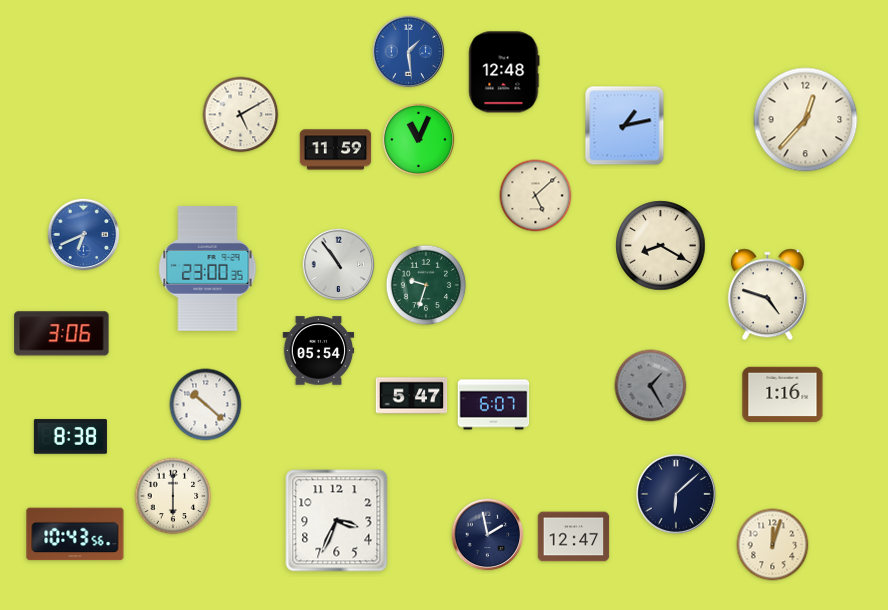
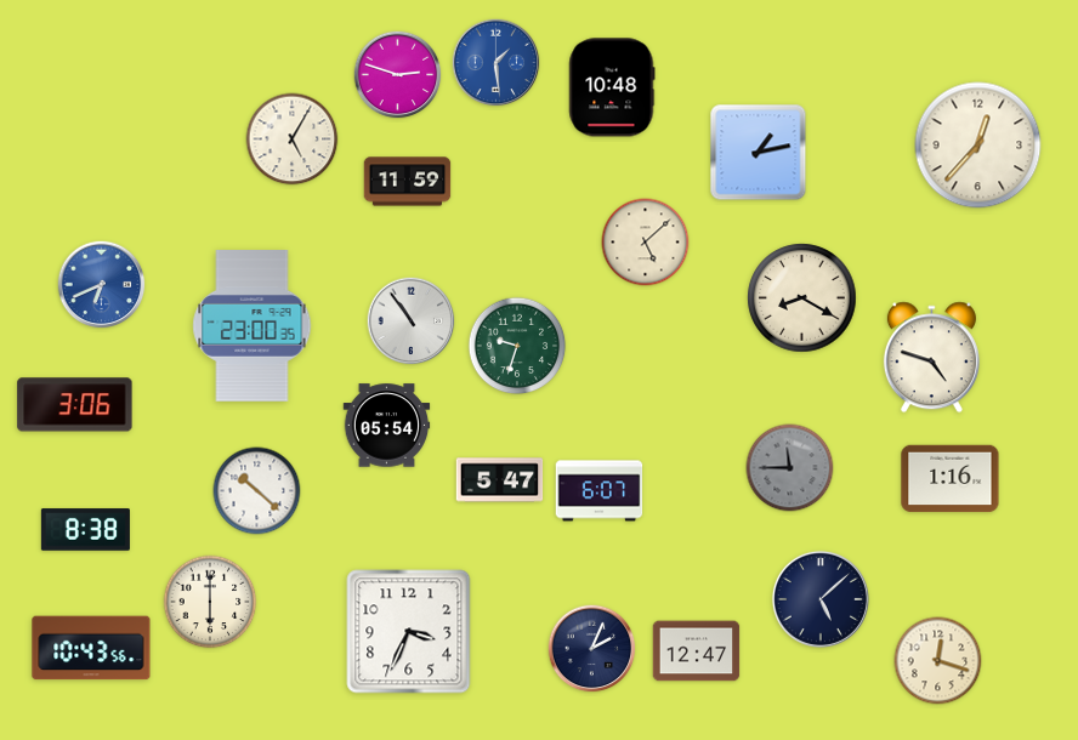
clock at (398, 75): none -> 2:48
clock at (504, 72): 12:48 -> 10:48
clock at (241, 115): 5:10 -> 5:05
clock at (419, 140): 11:04 -> none
clock at (536, 196) position: (536, 196) -> (646, 243)
clock at (651, 386): 1:25 -> 11:45
clock at (206, 405) position: (206, 405) -> (257, 491)
clock at (676, 494): 6:08 -> 5:08
clock at (488, 535): 1:58 -> 2:04
clock at (773, 545): 12:03 -> 12:18
